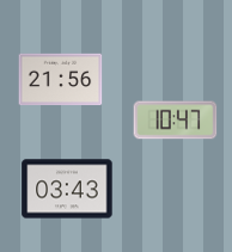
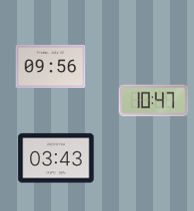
clock at (61, 80): 21:56 -> 09:56
clock at (176, 121) position: (176, 121) -> (154, 101)
